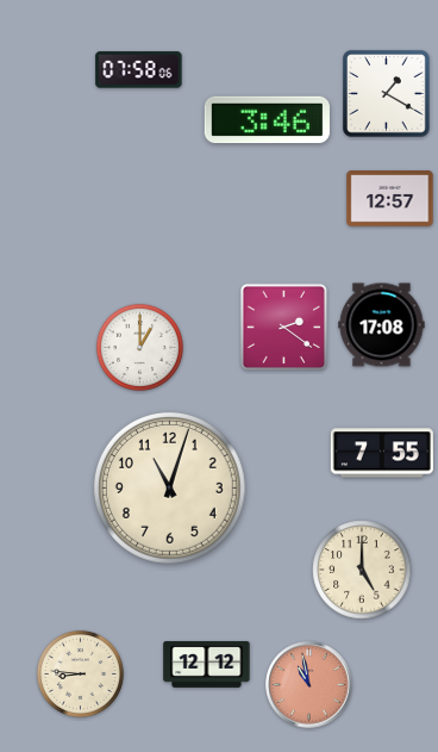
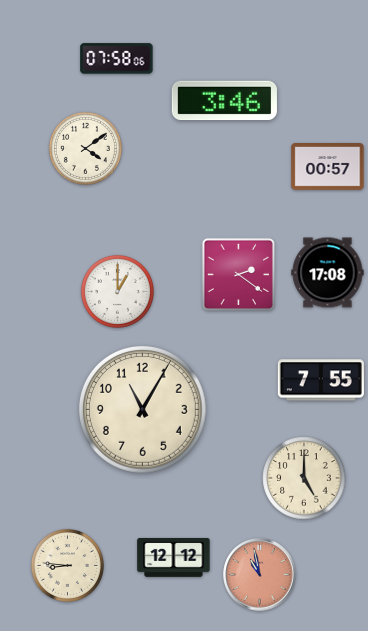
clock at (387, 94): 1:20 -> none
clock at (85, 148): none -> 4:09
clock at (390, 199): 12:57 -> 00:57
clock at (382, 325) position: (382, 325) -> (328, 273)
clock at (170, 489): 11:03 -> 11:05
